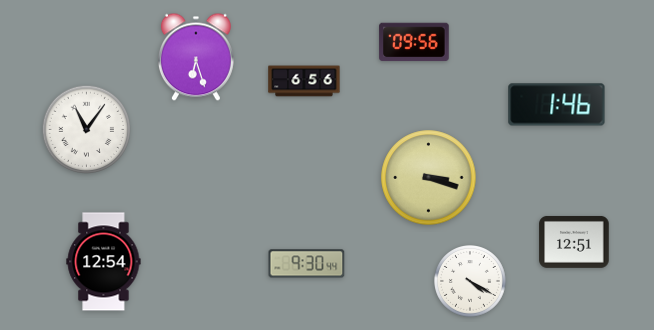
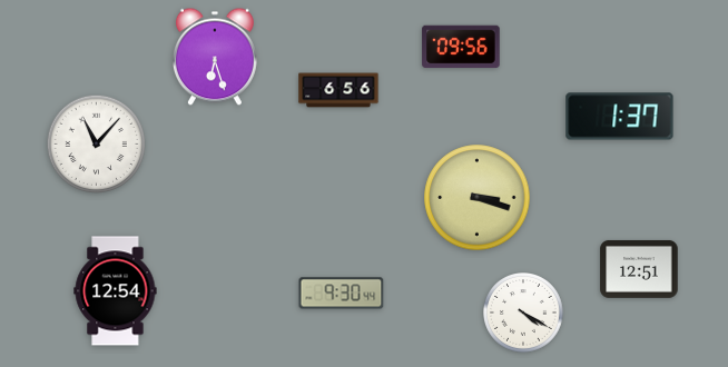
clock at (196, 57) position: (196, 57) -> (215, 57)
clock at (557, 105): 1:46 -> 1:37
clock at (86, 129): 11:06 -> 11:07
